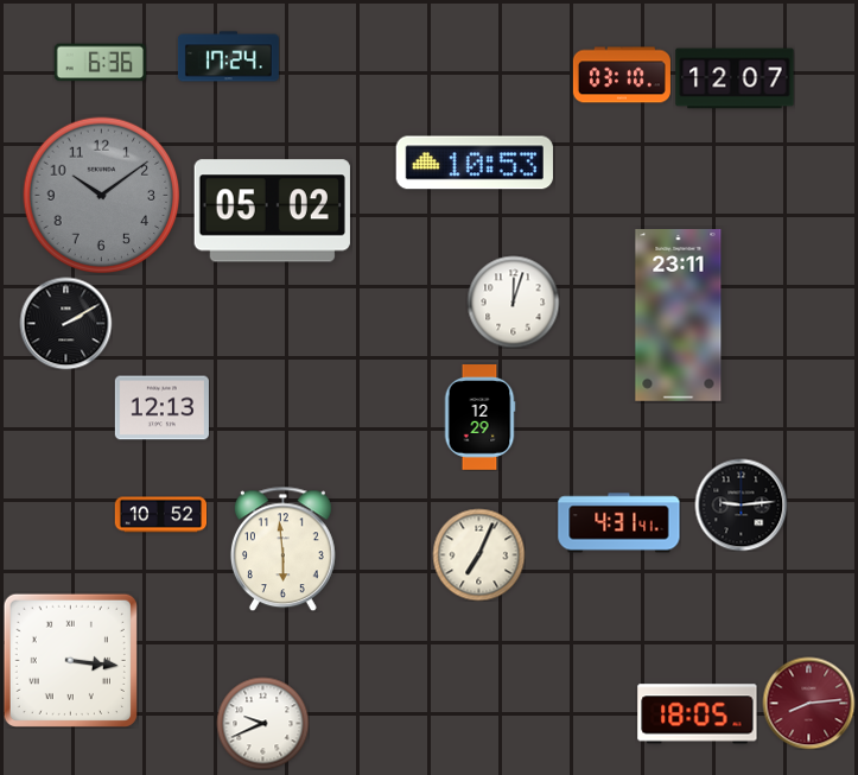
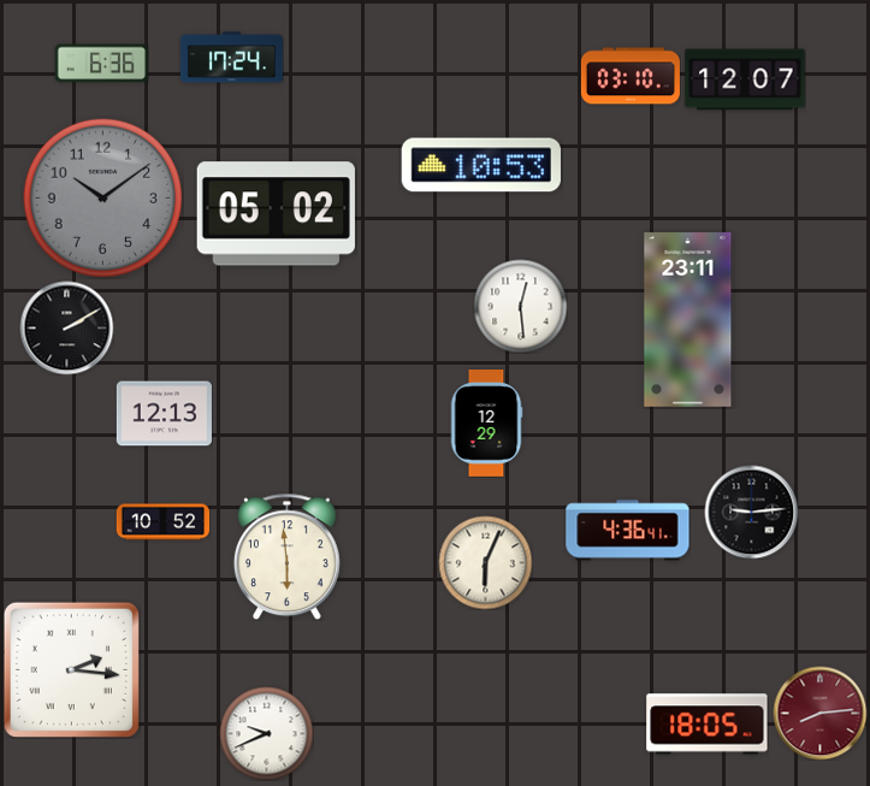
clock at (513, 301): 12:03 -> 12:29
clock at (619, 523): 4:31 -> 4:36
clock at (478, 554): 7:04 -> 6:04
clock at (70, 660): 3:16 -> 2:16
